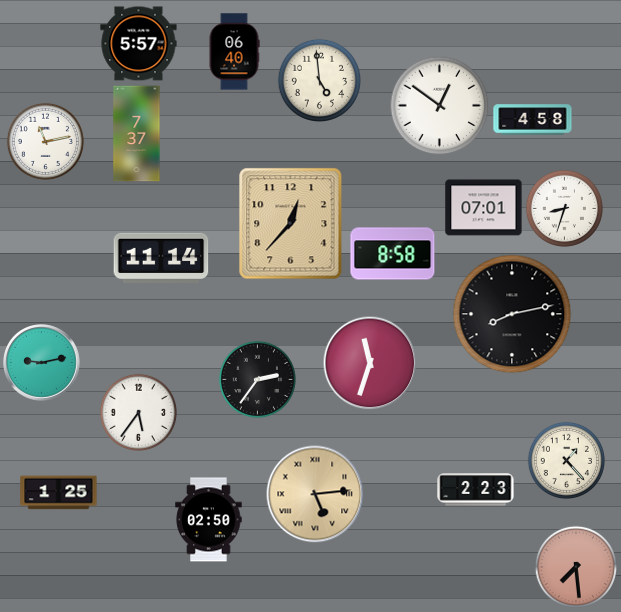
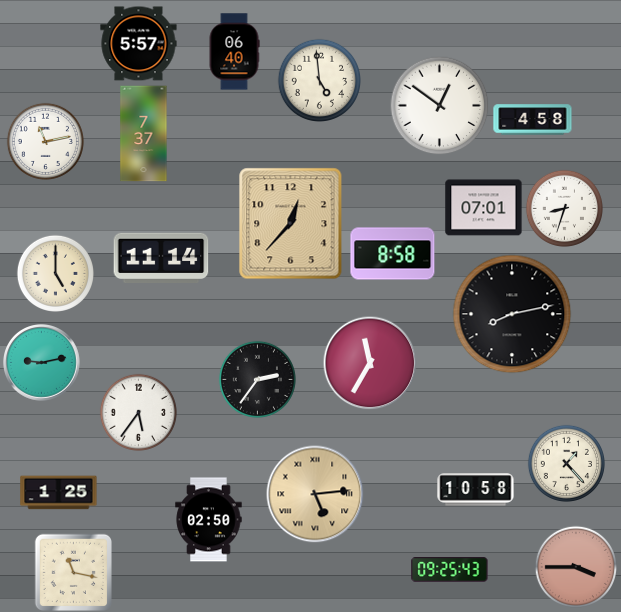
clock at (137, 134) position: (137, 134) -> (144, 134)
clock at (55, 273): none -> 5:00
clock at (370, 363): 11:33 -> 11:35
clock at (566, 460) position: (566, 460) -> (566, 463)
clock at (476, 490): 2:23 -> 10:58
clock at (575, 566): 7:29 -> 3:45
clock at (450, 570): none -> 09:25
clock at (73, 572): none -> 11:17
